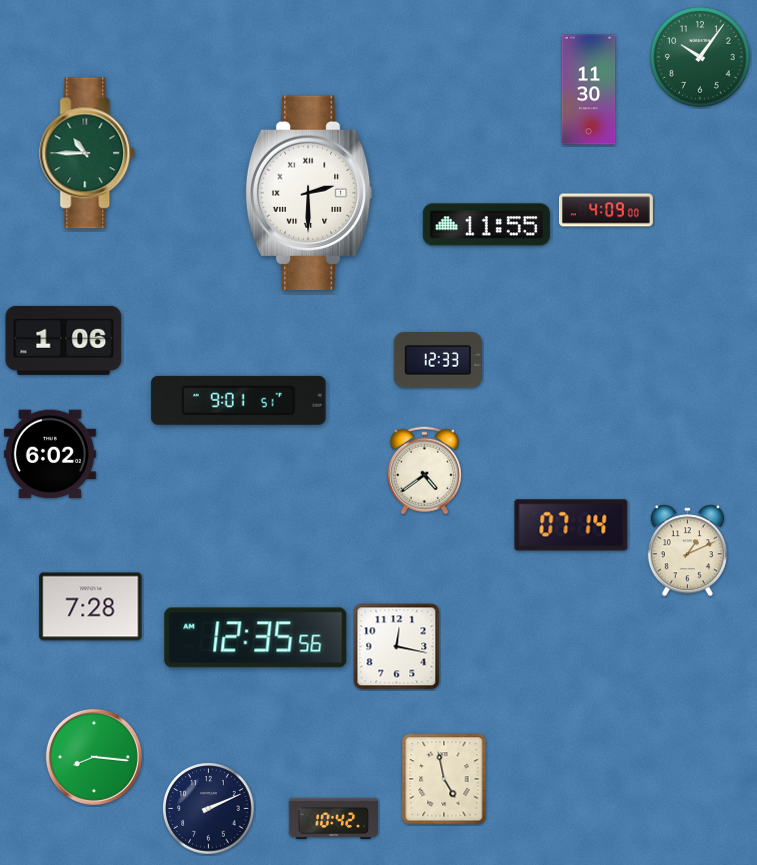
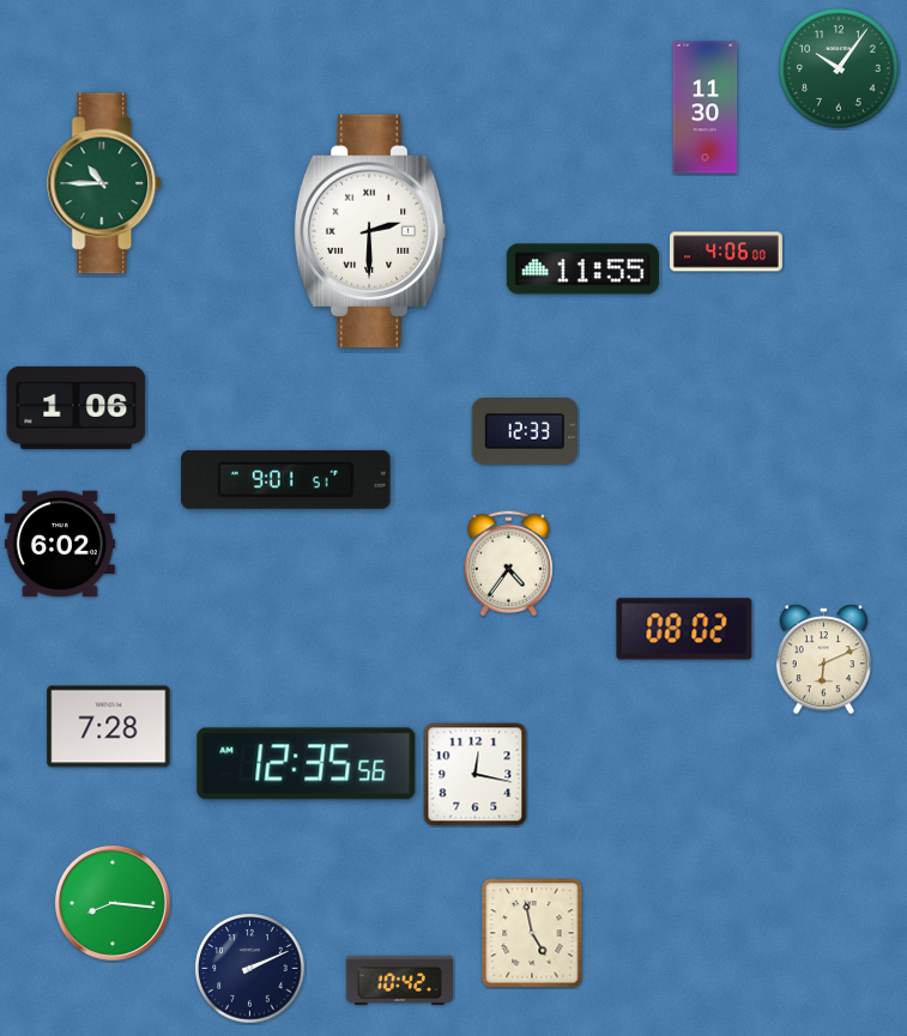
clock at (606, 210): 4:09 -> 4:06
clock at (424, 471): 4:39 -> 4:36
clock at (571, 525): 07:14 -> 08:02
clock at (687, 551): 1:11 -> 6:11
clock at (94, 757) position: (94, 757) -> (113, 903)
